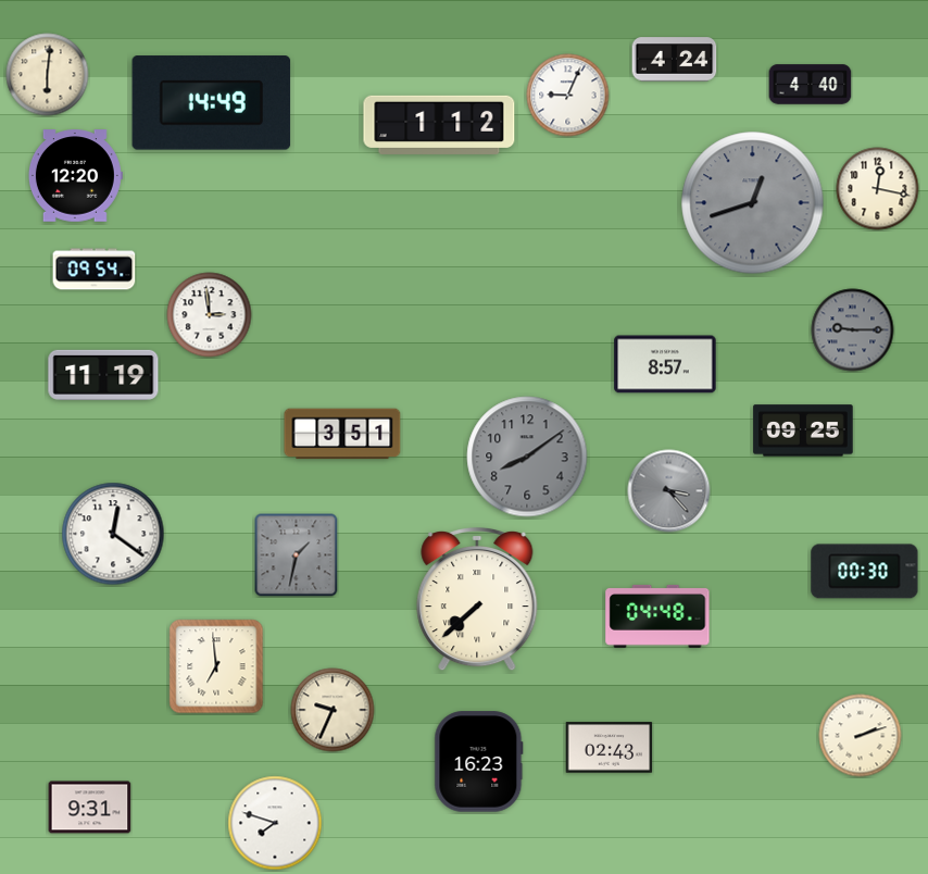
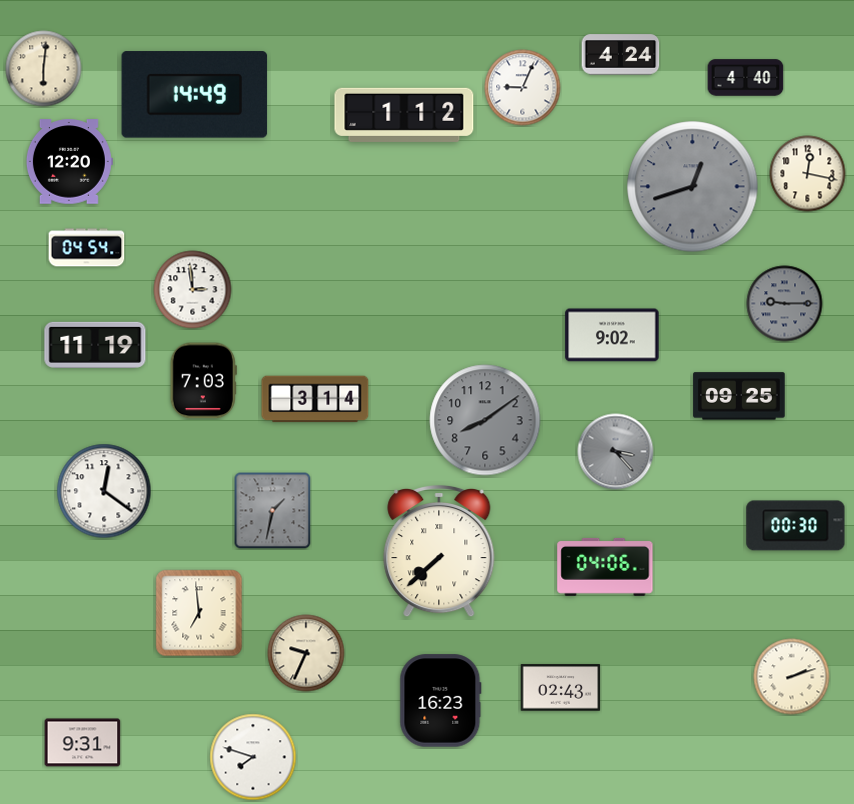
clock at (95, 270): 09:54 -> 04:54
clock at (665, 364): 8:57 -> 9:02
clock at (203, 381): none -> 7:03
clock at (342, 434): 3:51 -> 3:14
clock at (657, 616): 04:48 -> 04:06
